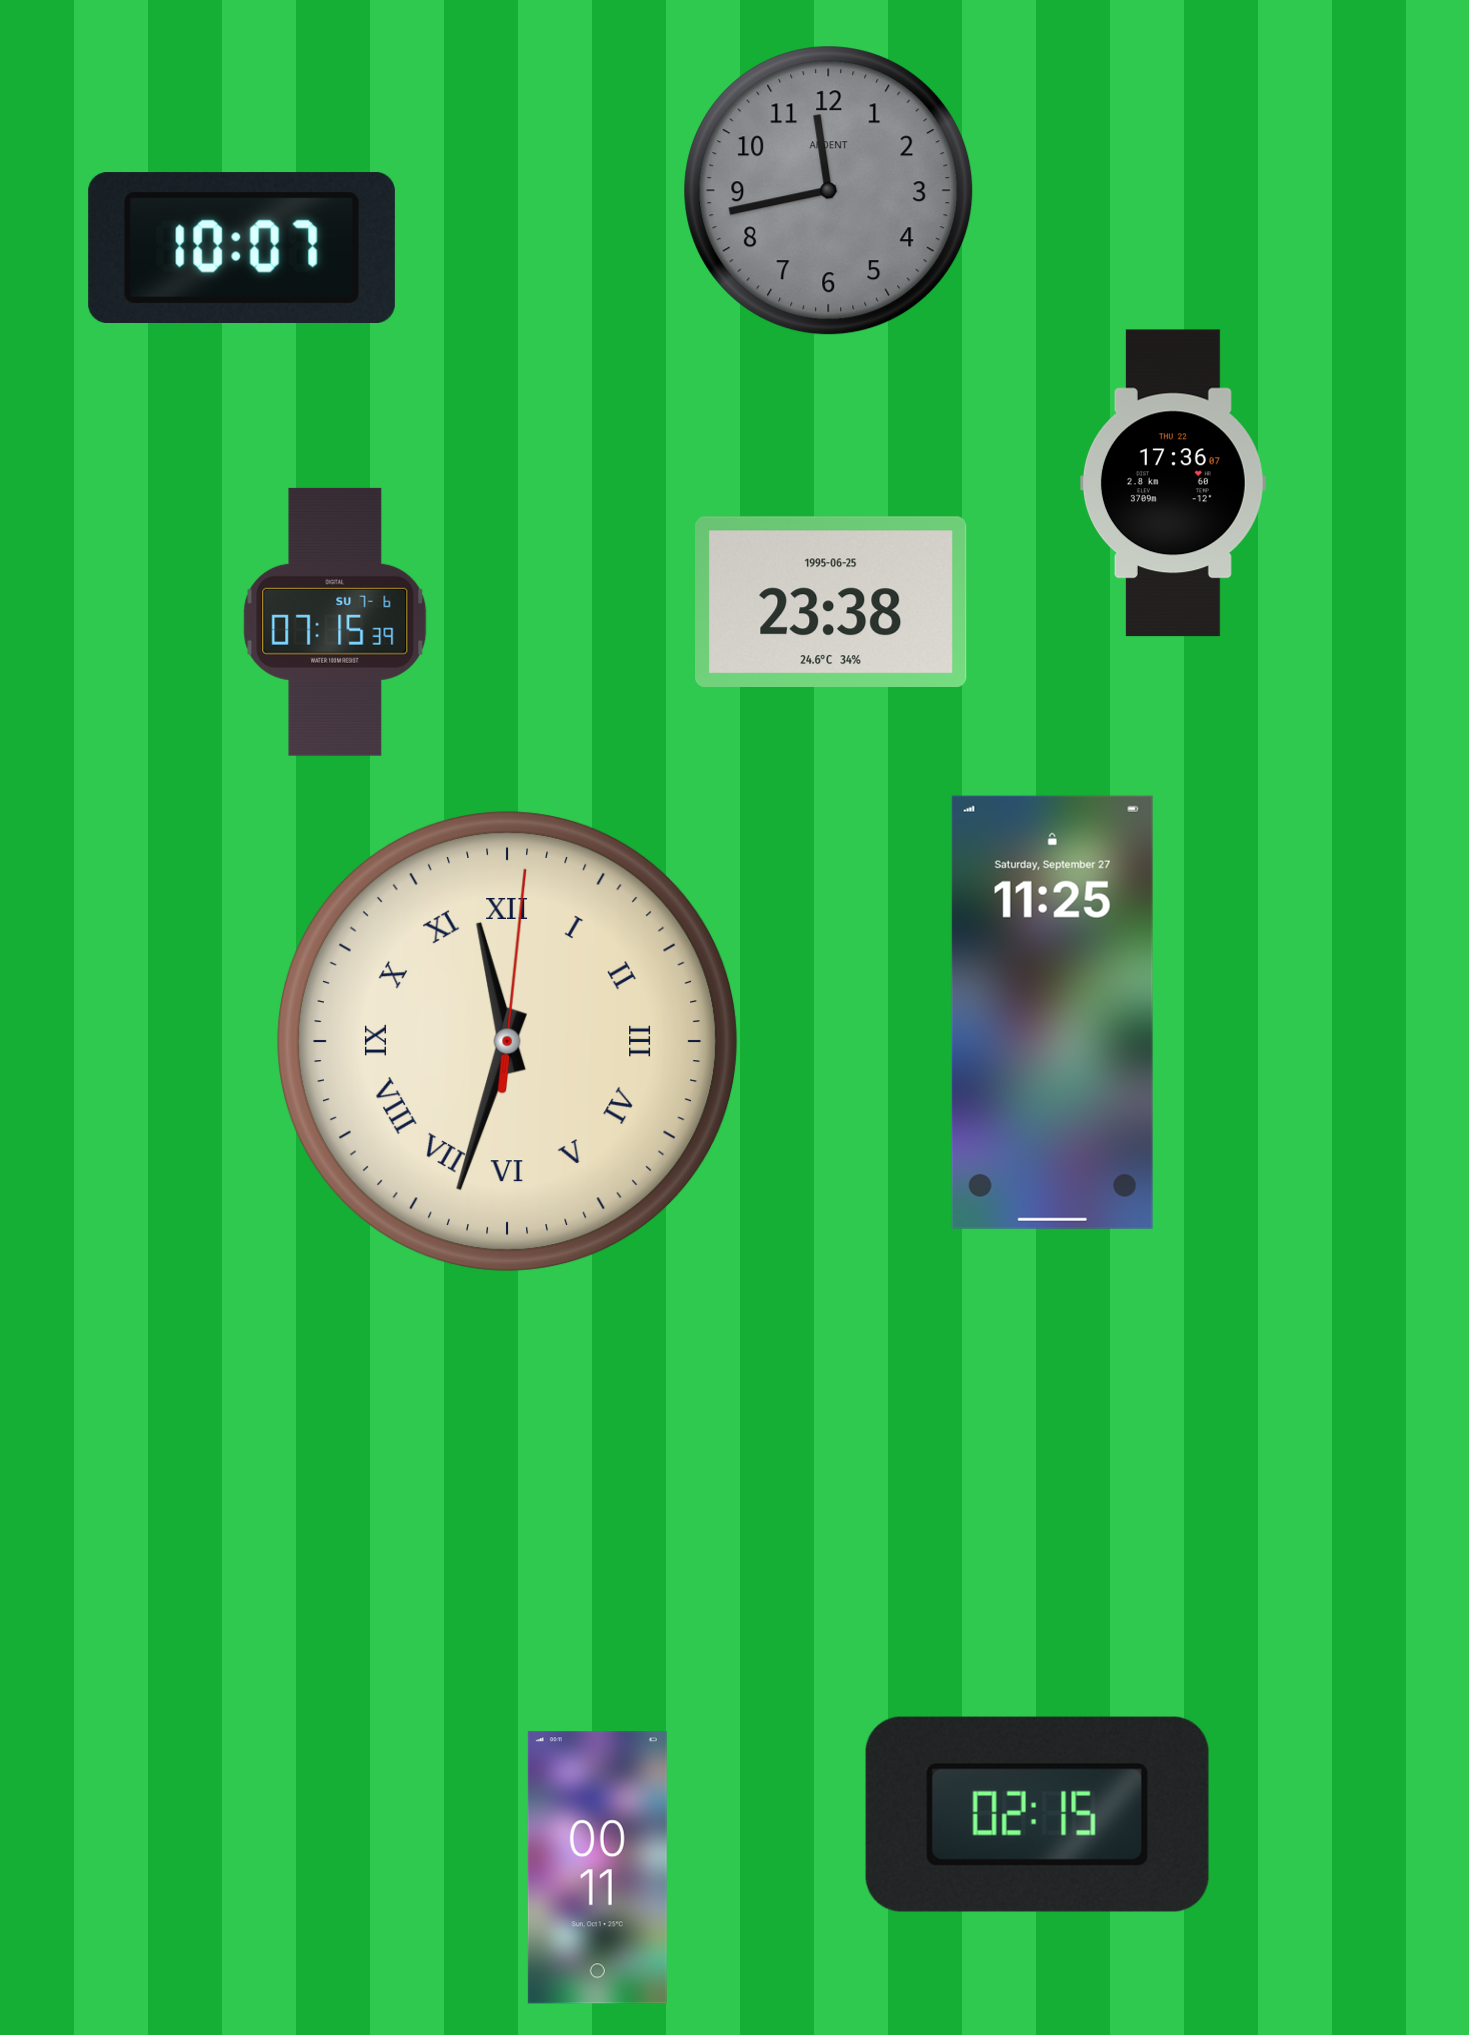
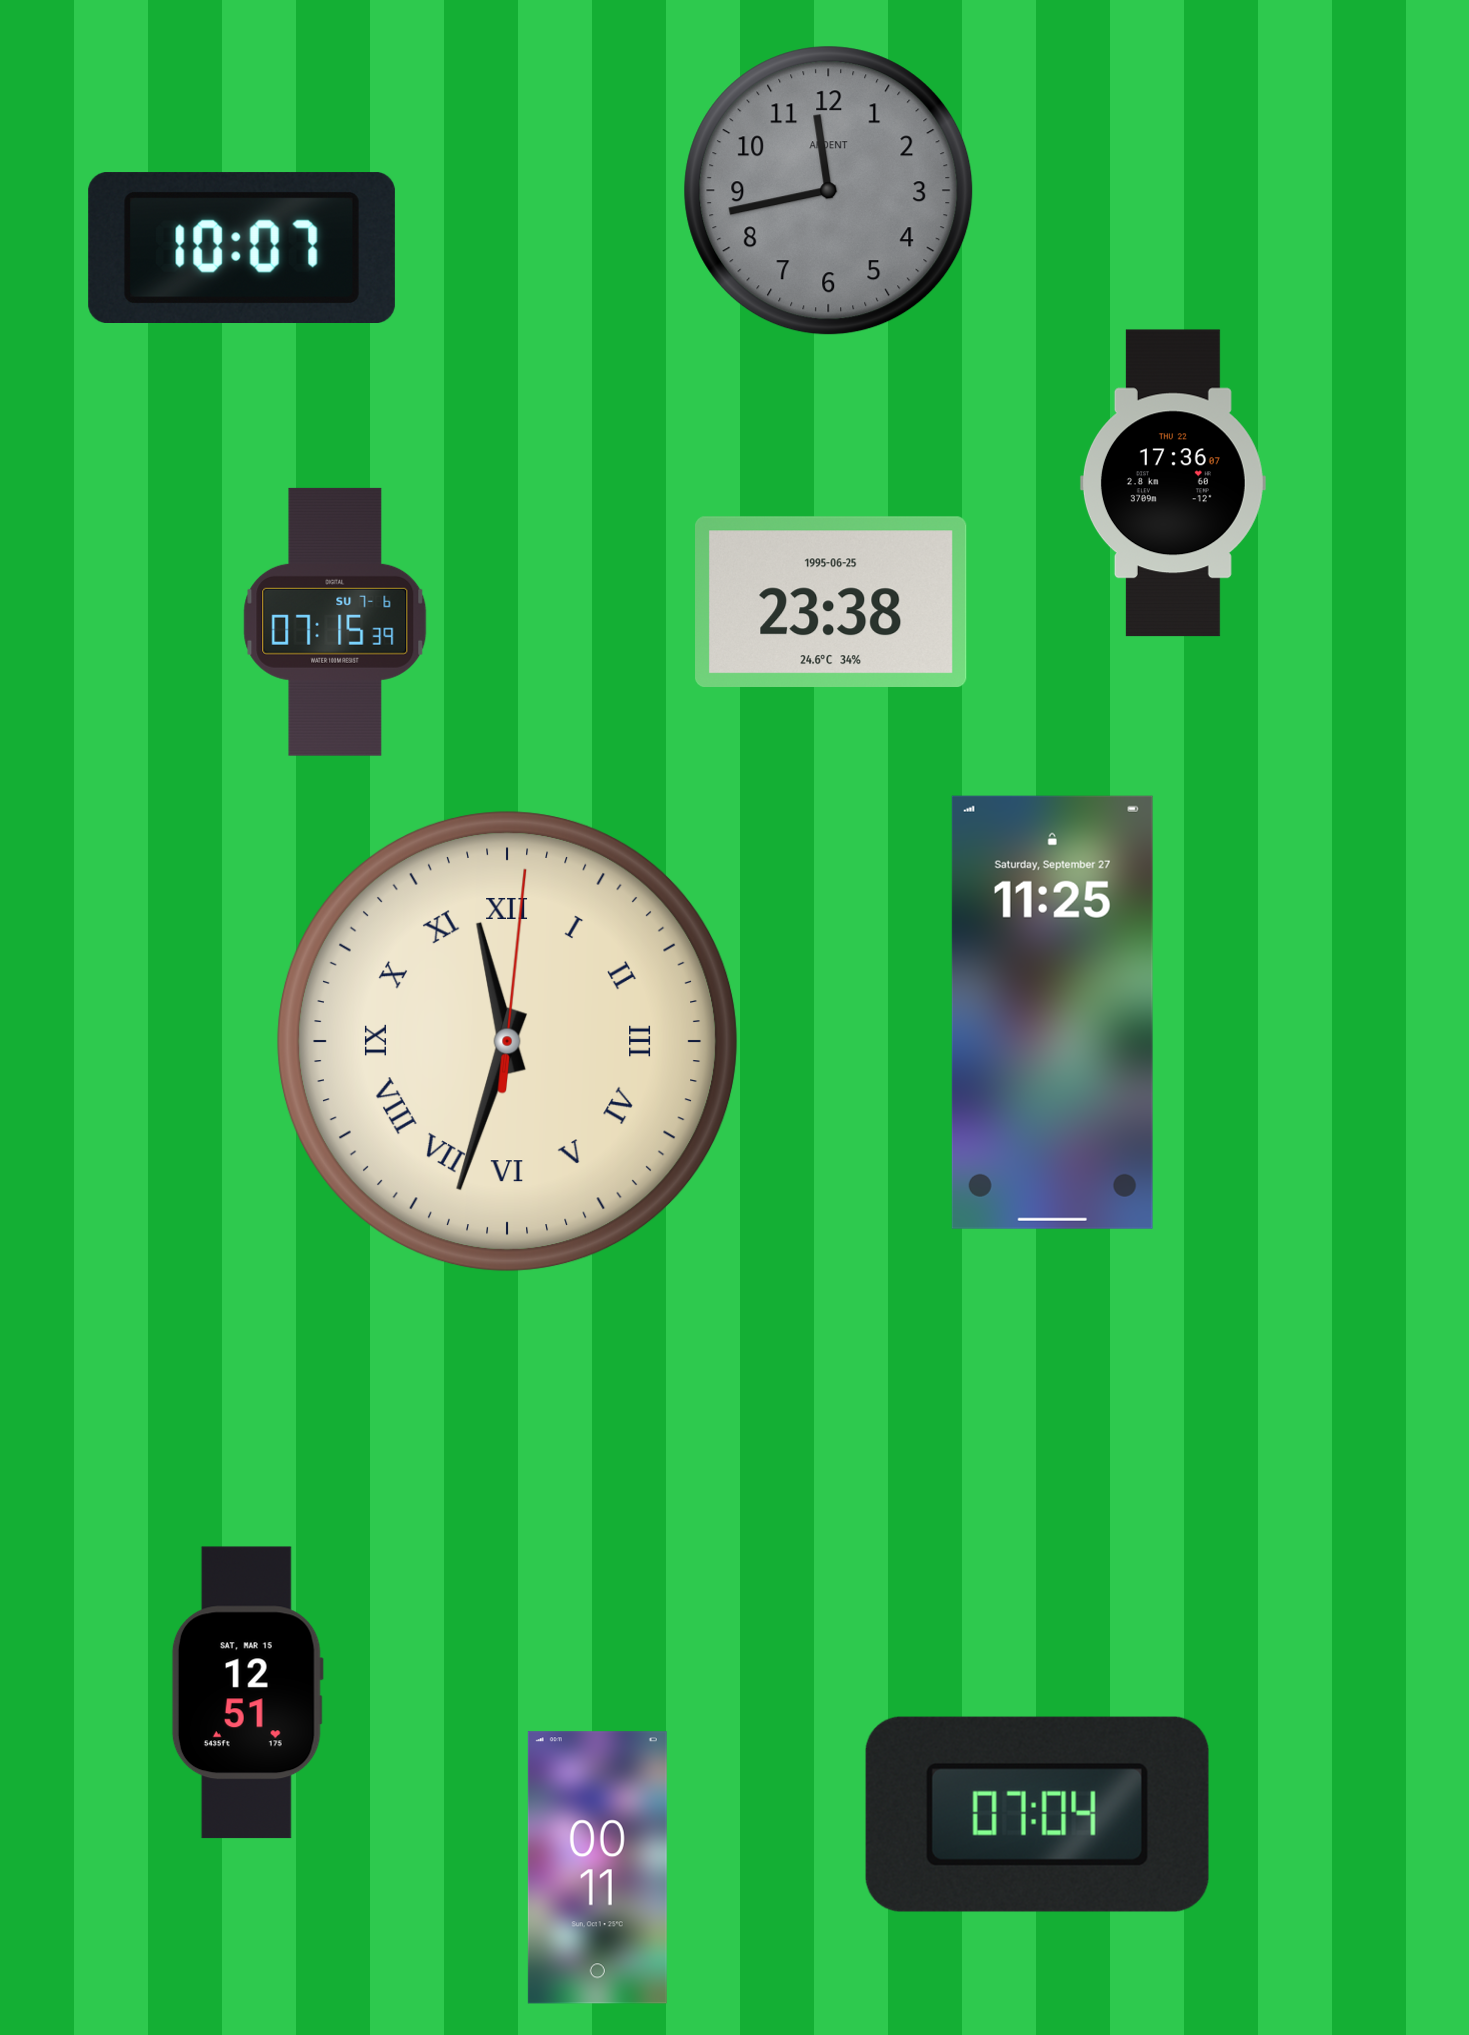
clock at (247, 1693): none -> 12:51
clock at (1037, 1814): 02:15 -> 07:04
